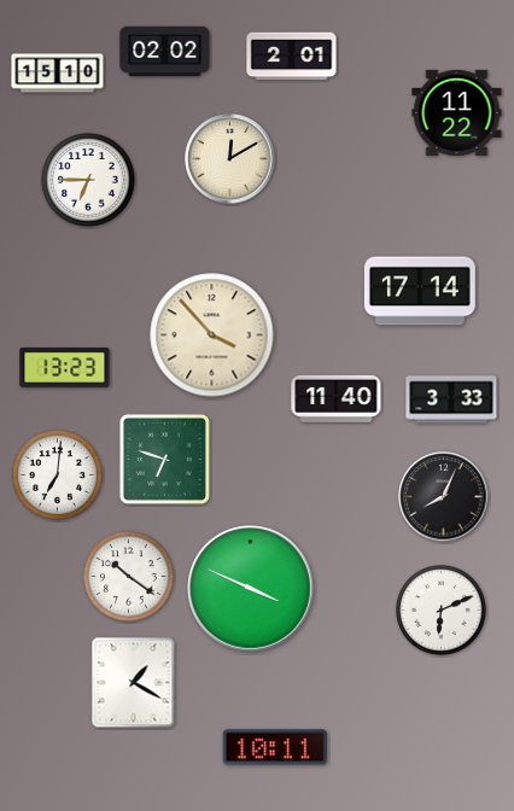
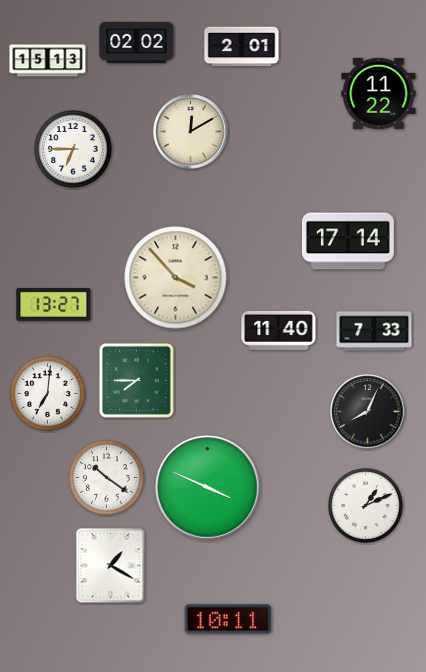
clock at (58, 74): 15:10 -> 15:13
clock at (65, 368): 13:23 -> 13:27
clock at (451, 399): 3:33 -> 7:33
clock at (164, 459): 6:48 -> 7:45
clock at (442, 611): 6:11 -> 1:11
